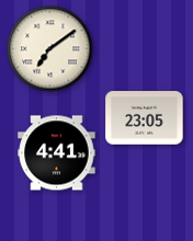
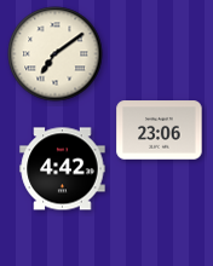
clock at (145, 118): 23:05 -> 23:06
clock at (57, 153): 4:41 -> 4:42
